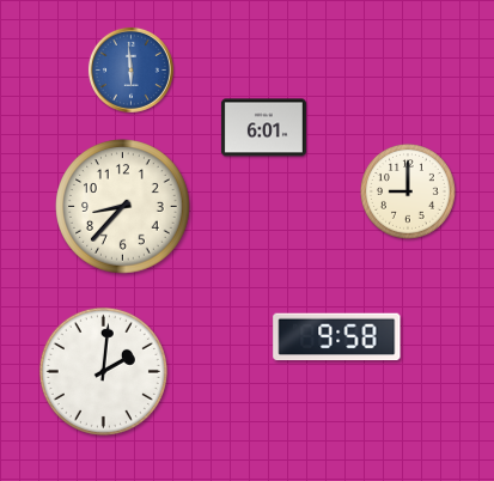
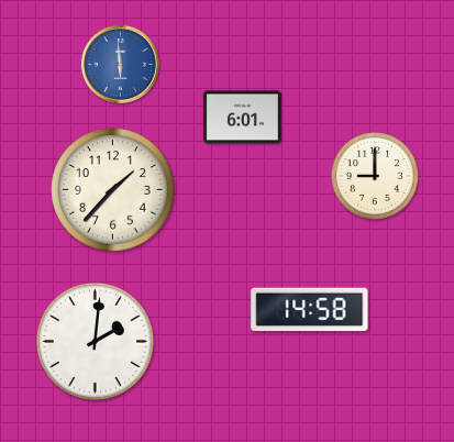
clock at (123, 207): 8:37 -> 1:37
clock at (337, 337): 9:58 -> 14:58
